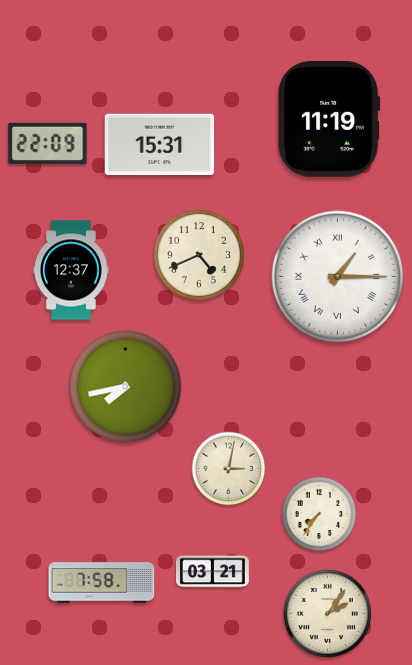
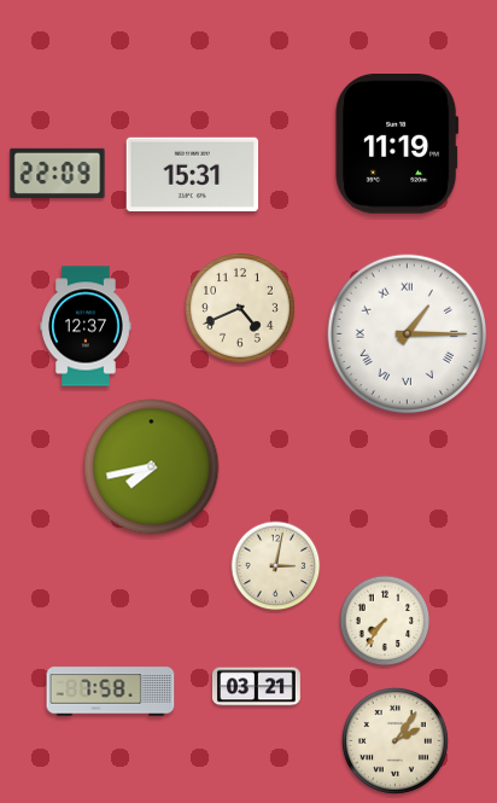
clock at (212, 572) position: (212, 572) -> (256, 687)
clock at (102, 583) position: (102, 583) -> (111, 692)
